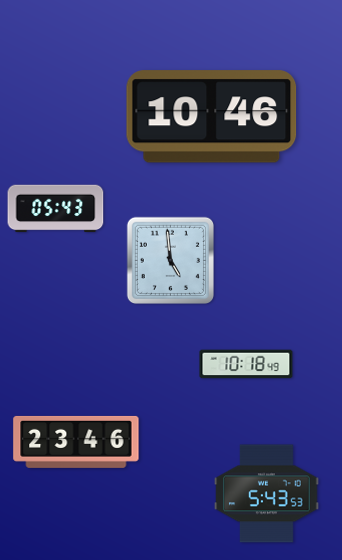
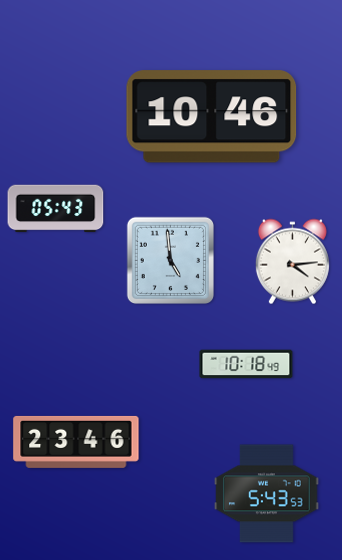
clock at (292, 262): none -> 4:14
